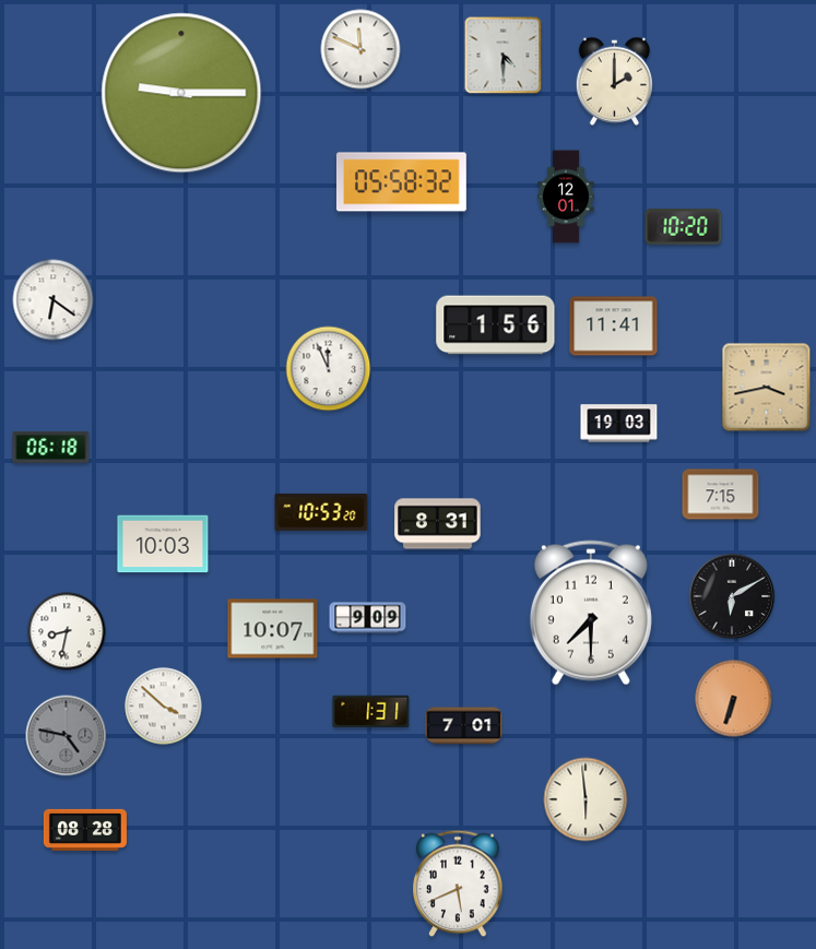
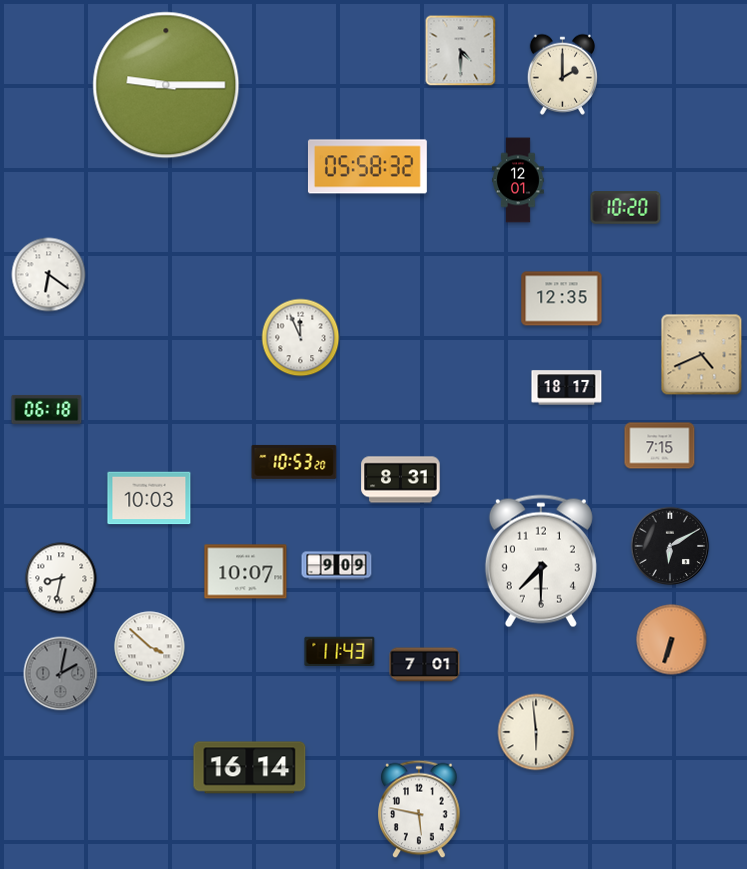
clock at (360, 49): 11:49 -> none
clock at (496, 325): 1:56 -> none
clock at (614, 327): 11:41 -> 12:35
clock at (767, 388): 3:43 -> 4:41
clock at (619, 424): 19:03 -> 18:17
clock at (721, 495) position: (721, 495) -> (660, 446)
clock at (321, 512) position: (321, 512) -> (294, 462)
clock at (273, 629) position: (273, 629) -> (246, 572)
clock at (371, 711): 1:31 -> 11:43
clock at (67, 736): 4:47 -> 2:02
clock at (85, 830): 08:28 -> none
clock at (250, 768): none -> 16:14
clock at (458, 883): 5:41 -> 5:47
